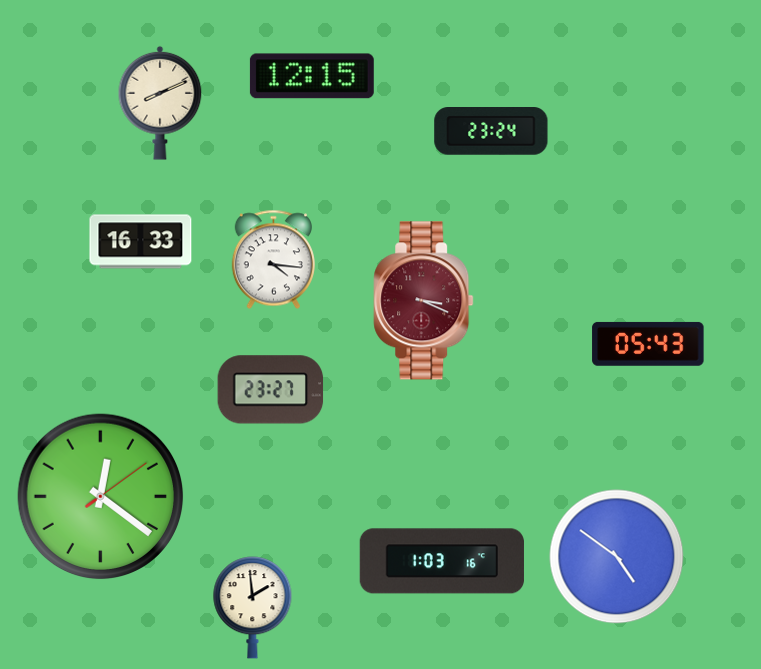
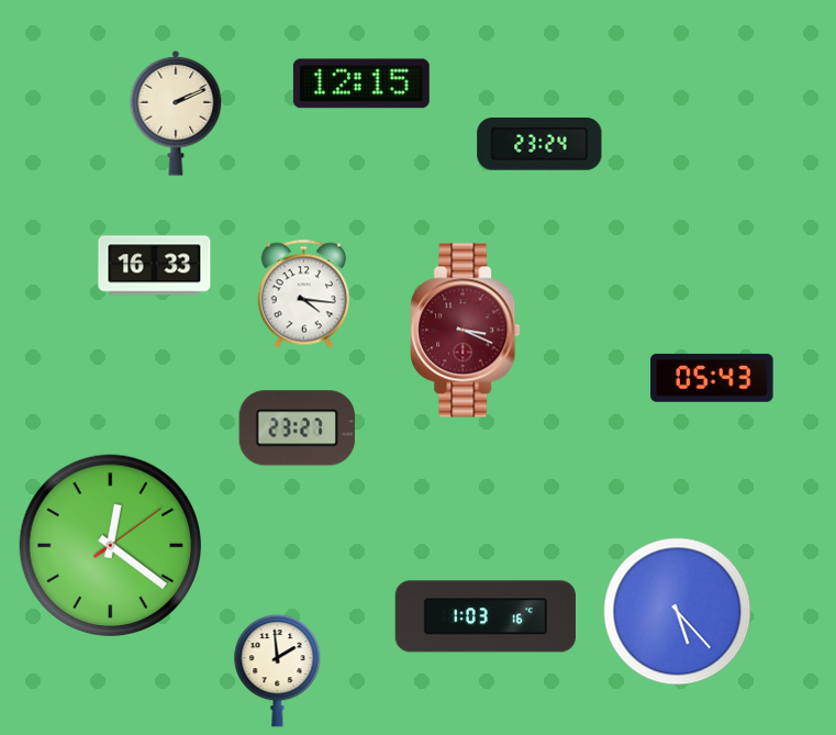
clock at (312, 76) position: (312, 76) -> (361, 83)
clock at (160, 103): 8:11 -> 2:11
clock at (273, 260) position: (273, 260) -> (303, 294)
clock at (617, 557): 4:51 -> 5:23
clock at (253, 608) position: (253, 608) -> (278, 671)
